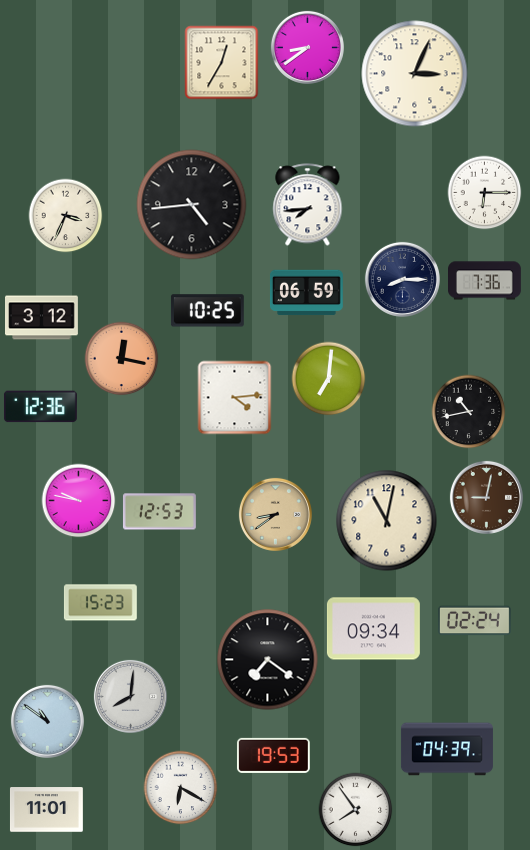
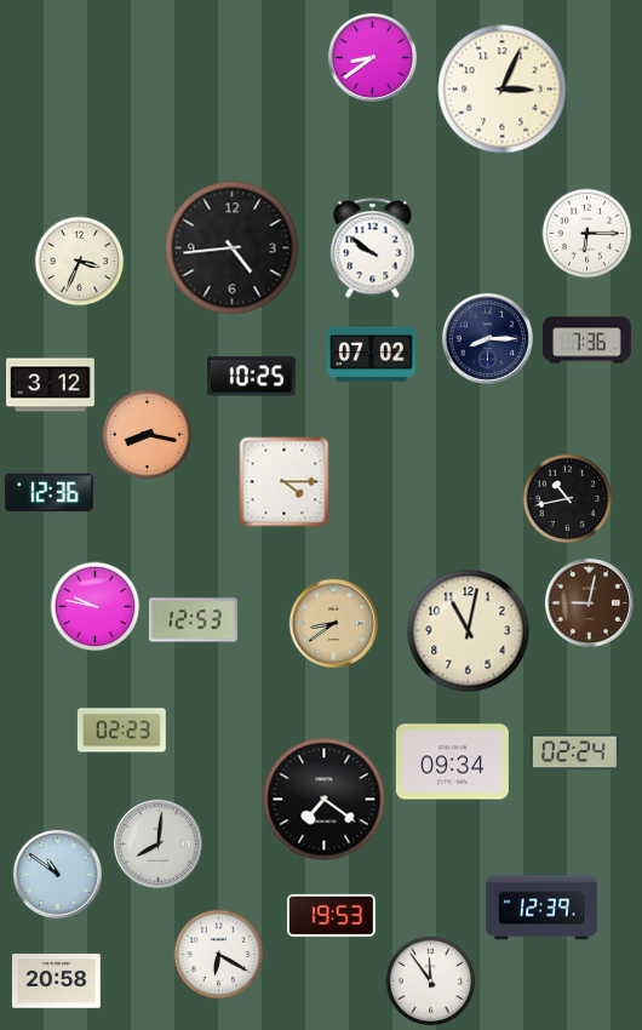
clock at (222, 63): 12:35 -> none
clock at (308, 205): 7:44 -> 9:51
clock at (306, 293): 06:59 -> 07:02
clock at (122, 359): 12:17 -> 8:17
clock at (329, 379): 7:01 -> none
clock at (235, 398): 4:14 -> 4:15
clock at (100, 603): 15:23 -> 02:23
clock at (447, 749): 04:39 -> 12:39
clock at (46, 810): 11:01 -> 20:58
clock at (356, 810): 7:54 -> 11:54
